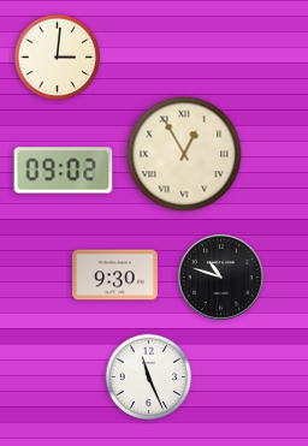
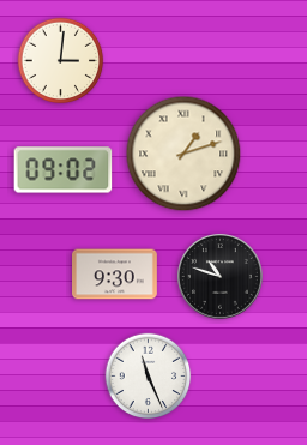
clock at (58, 58) position: (58, 58) -> (61, 61)
clock at (184, 154): 12:55 -> 1:12
